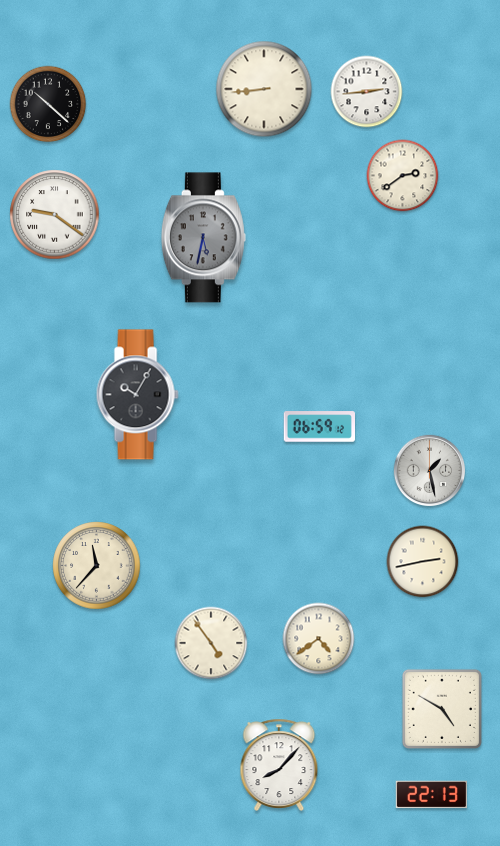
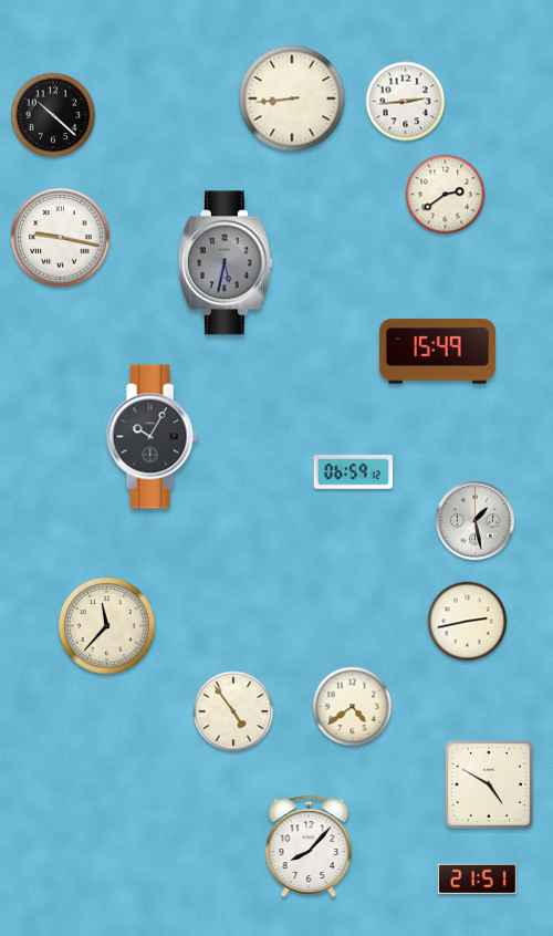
clock at (55, 215): 9:21 -> 9:17
clock at (437, 352): none -> 15:49
clock at (431, 795): 22:13 -> 21:51
